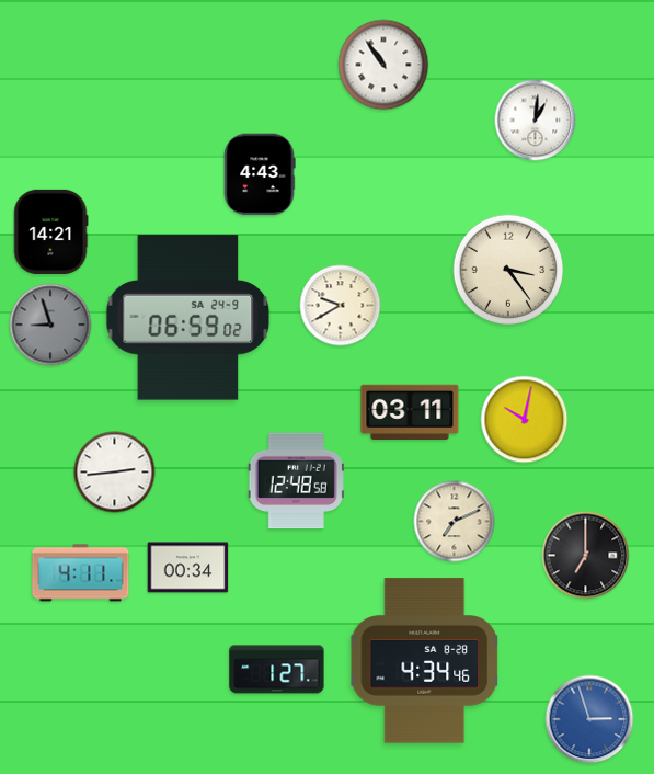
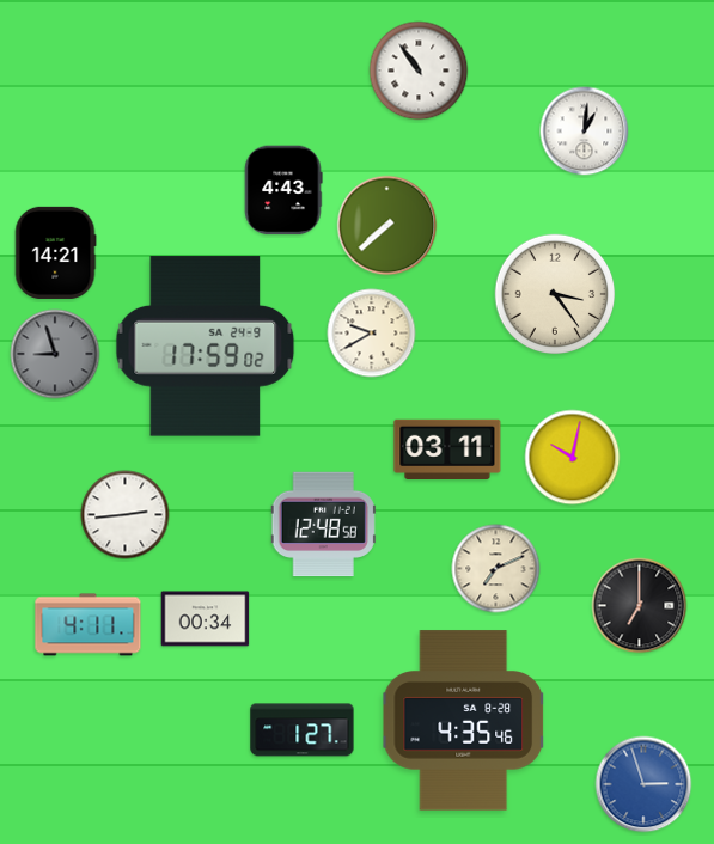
clock at (387, 226): none -> 7:38
clock at (188, 318): 06:59 -> 17:59
clock at (425, 661): 4:34 -> 4:35
